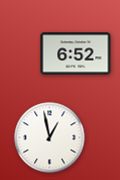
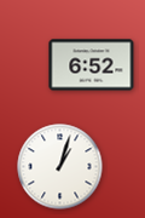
clock at (50, 138): 12:58 -> 1:03
